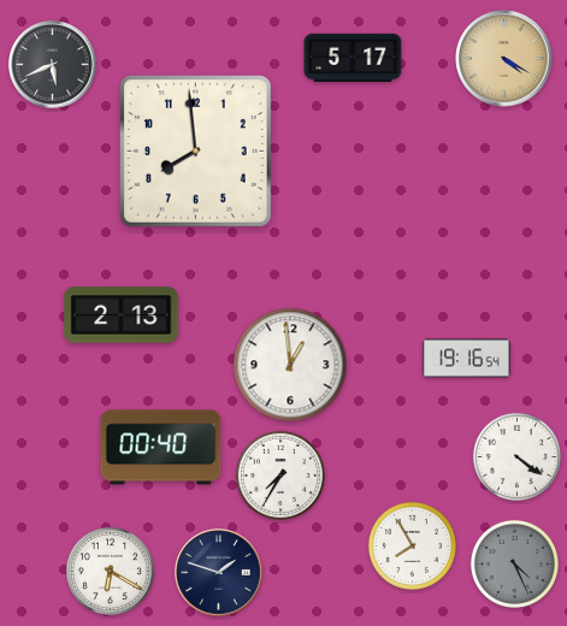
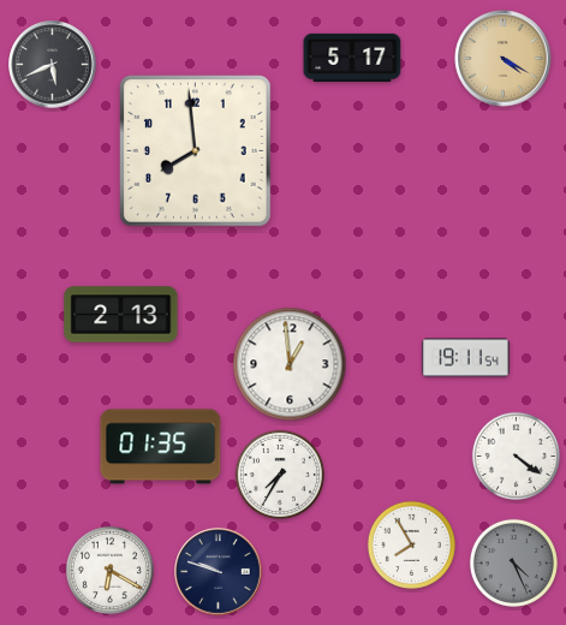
clock at (467, 359): 19:16 -> 19:11
clock at (161, 448): 00:40 -> 01:35
clock at (219, 573): 1:48 -> 9:48
